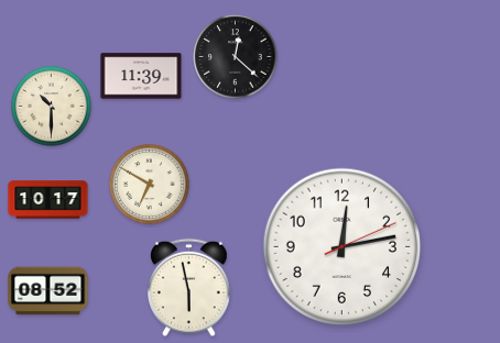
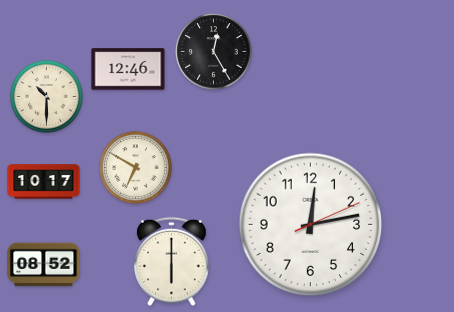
clock at (236, 57): 12:22 -> 12:25
clock at (141, 76): 11:39 -> 12:46
clock at (189, 288): 5:58 -> 6:00
